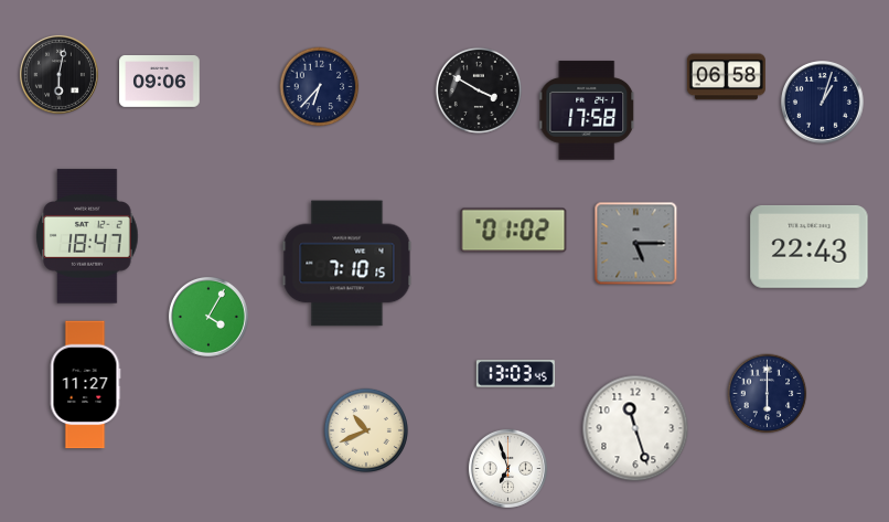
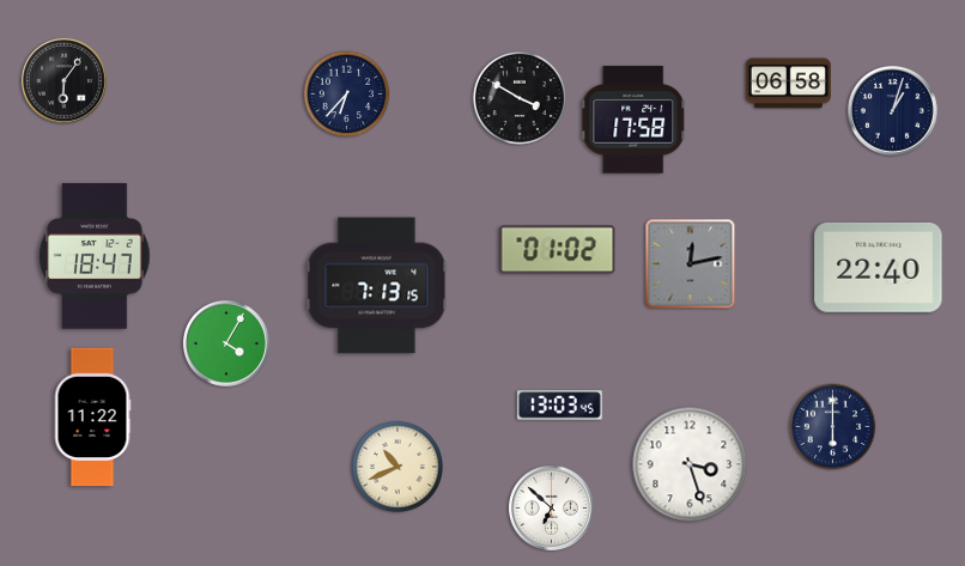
clock at (58, 74): 6:02 -> 6:06
clock at (160, 82): 09:06 -> none
clock at (588, 110) position: (588, 110) -> (635, 120)
clock at (636, 244): 5:15 -> 12:13
clock at (810, 246): 22:43 -> 22:40
clock at (347, 264): 7:10 -> 7:13
clock at (85, 385): 11:27 -> 11:22
clock at (635, 428): 11:27 -> 3:27
clock at (507, 468): 6:57 -> 6:52
